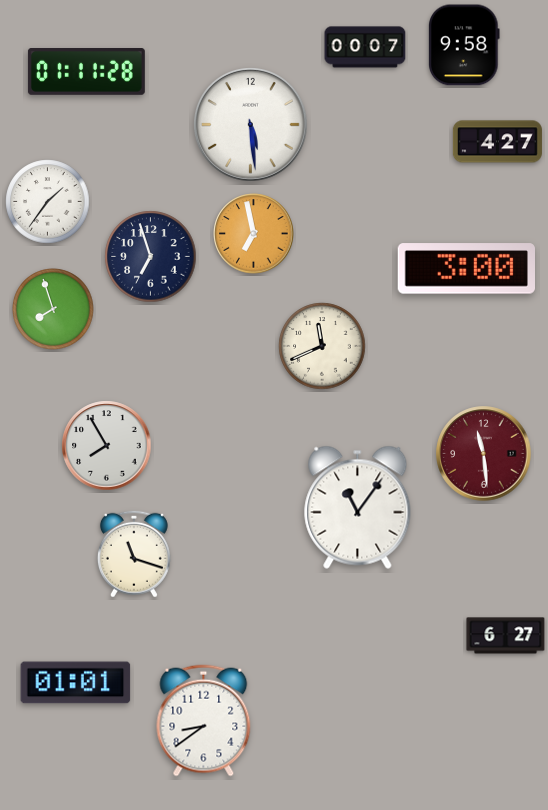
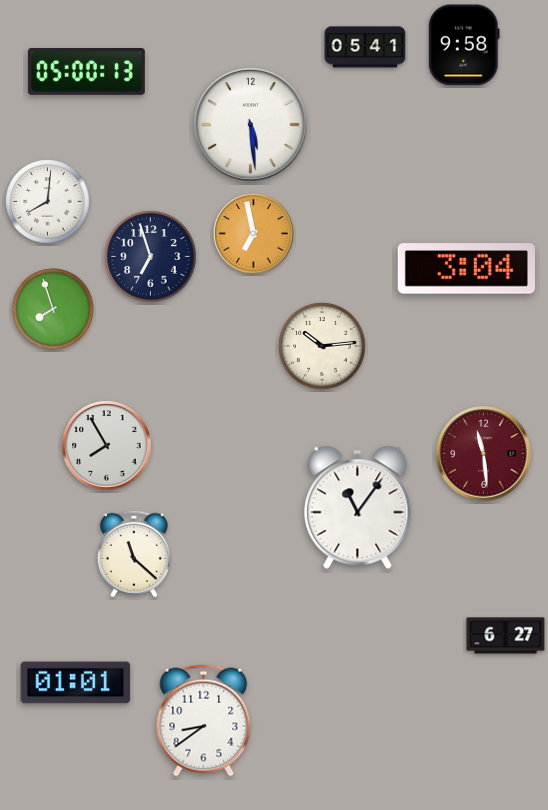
clock at (365, 47): 00:07 -> 05:41
clock at (86, 72): 01:11 -> 05:00
clock at (497, 142): 4:27 -> none
clock at (48, 202): 1:36 -> 8:01
clock at (466, 269): 3:00 -> 3:04
clock at (322, 346): 11:41 -> 10:14
clock at (134, 554): 11:18 -> 11:22
